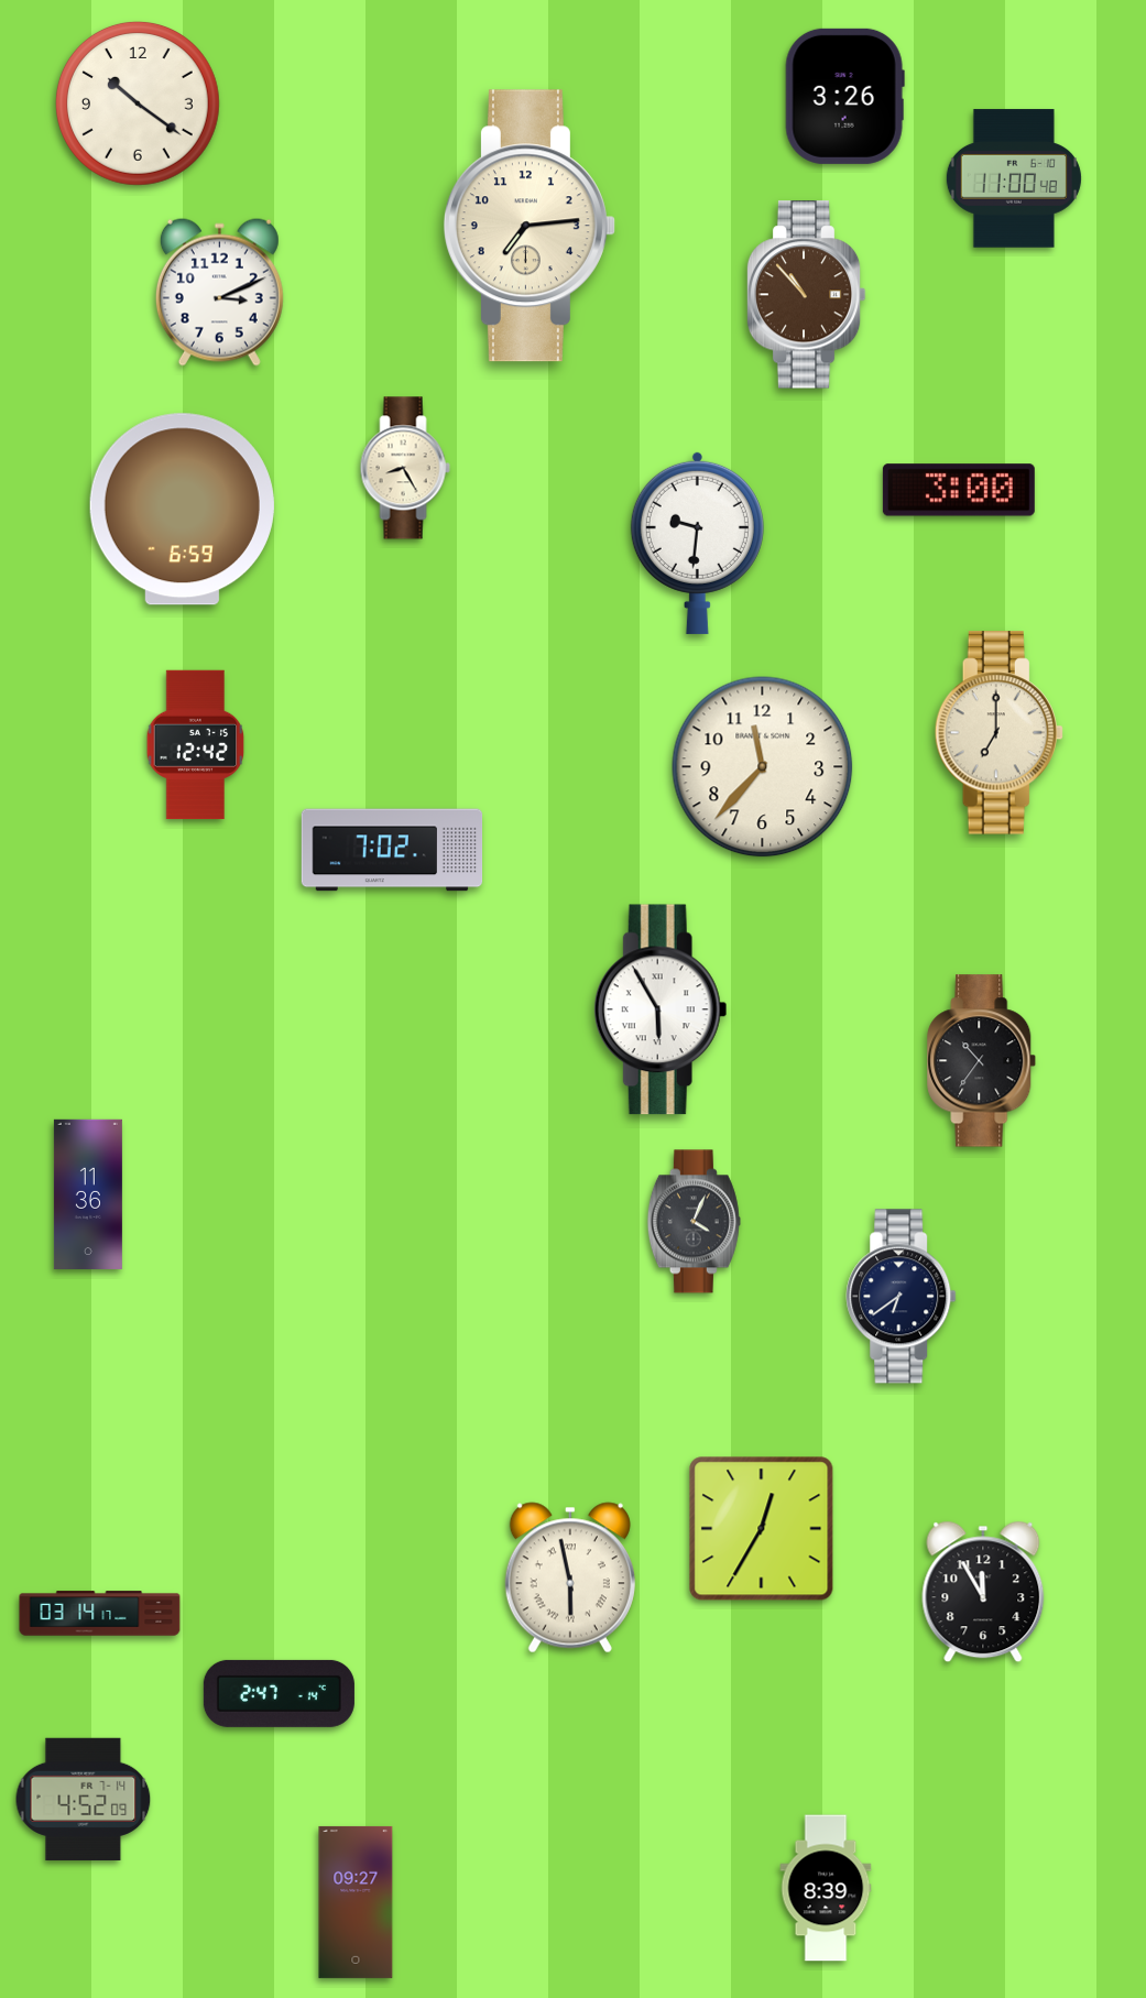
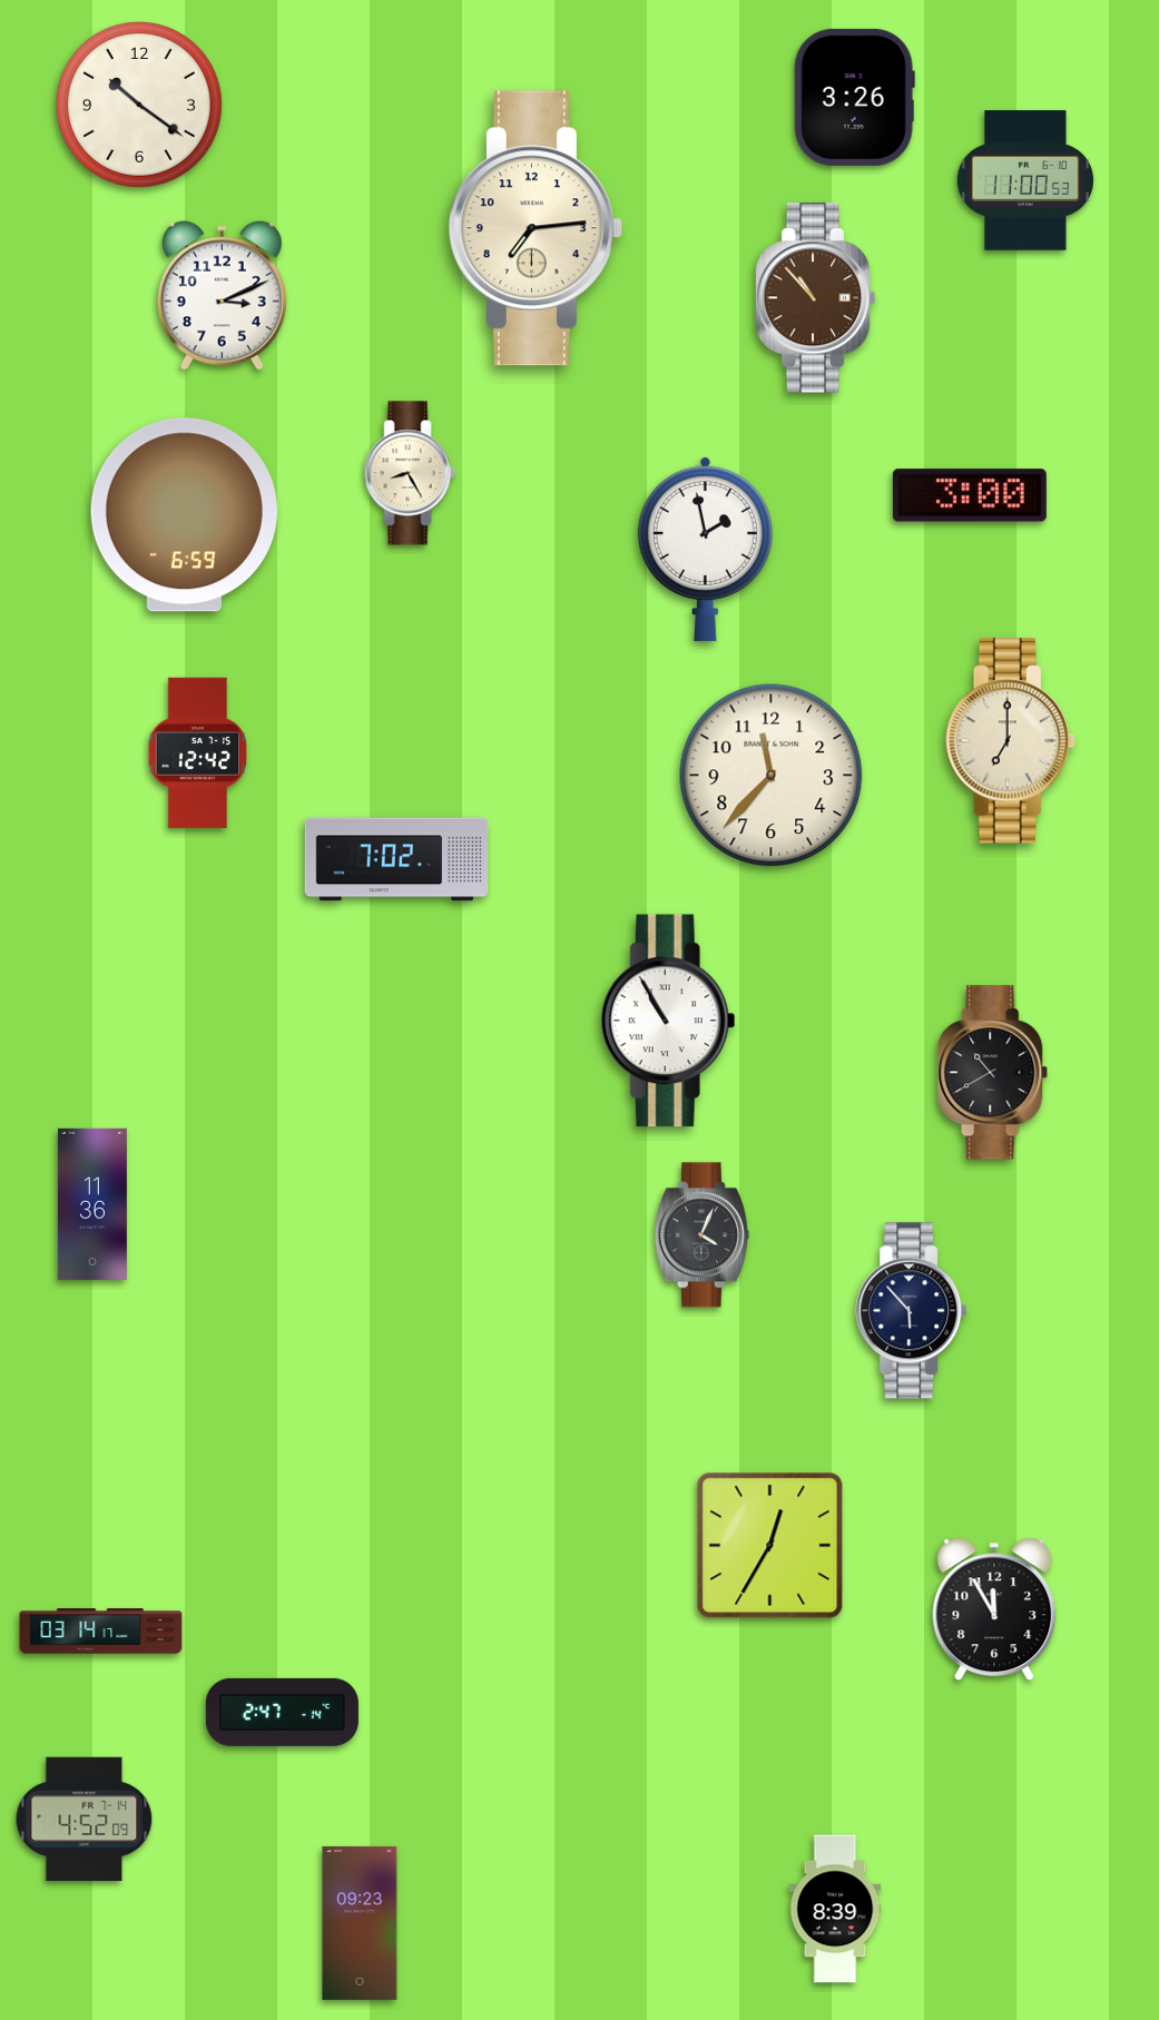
clock at (1014, 178): 11:00:48 -> 11:00:53
clock at (697, 543): 9:31 -> 1:58
clock at (661, 1009): 5:55 -> 10:55
clock at (982, 1061): 10:36 -> 10:40
clock at (88, 1194) position: (88, 1194) -> (92, 1204)
clock at (902, 1297): 6:39 -> 5:53
clock at (570, 1577): 5:58 -> none
clock at (356, 1902): 09:27 -> 09:23
